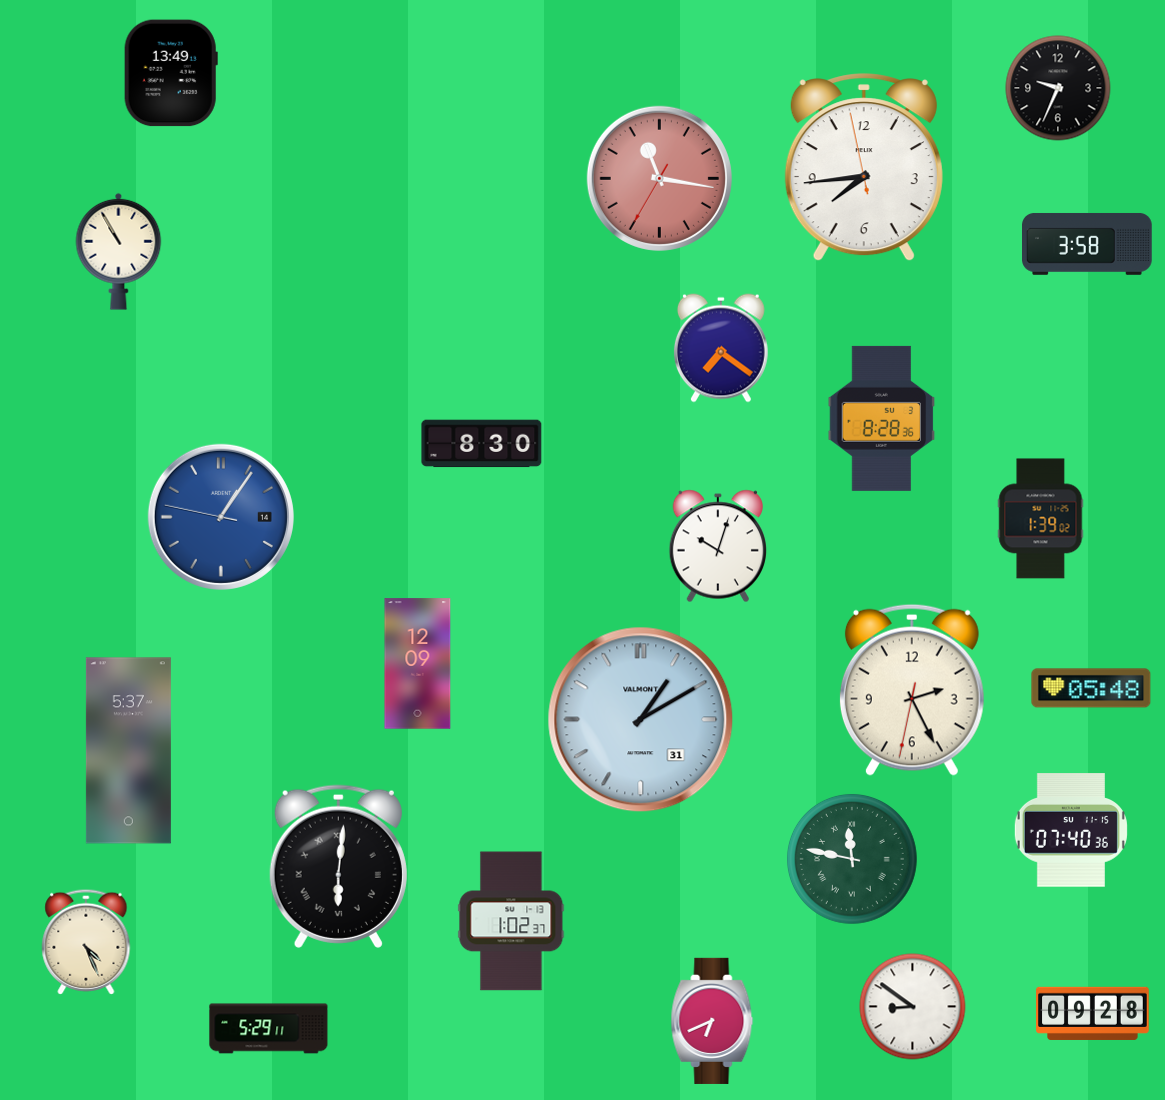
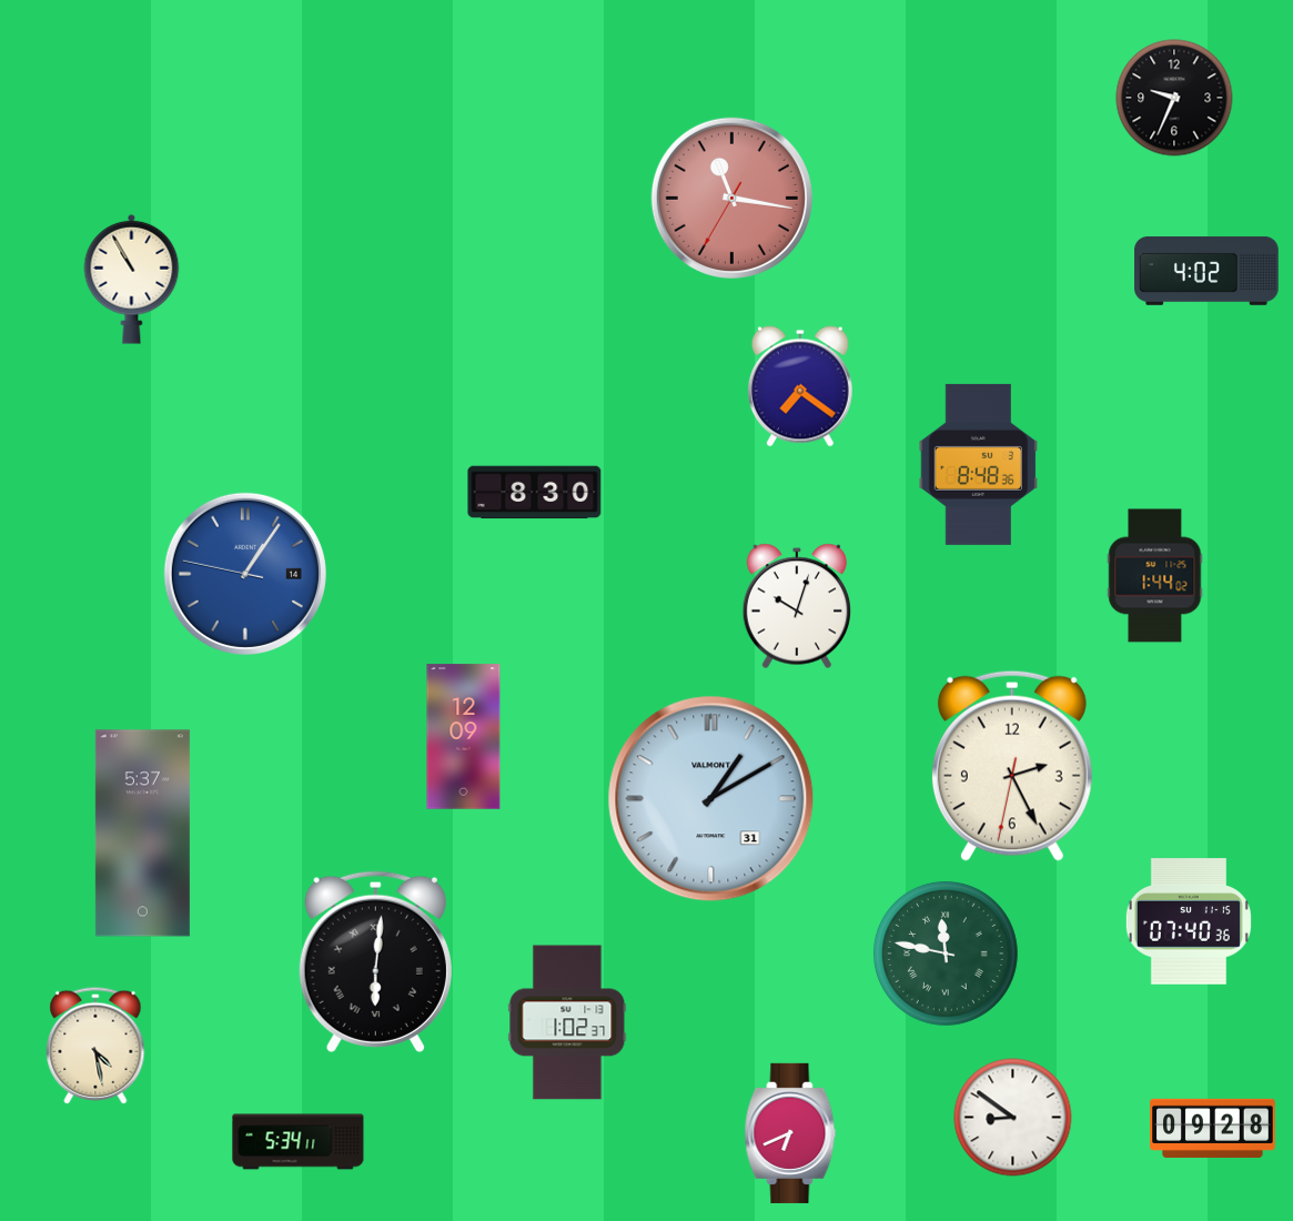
clock at (171, 73): 13:49 -> none
clock at (864, 168): 7:43 -> none
clock at (1088, 244): 3:58 -> 4:02
clock at (882, 418): 8:28 -> 8:48
clock at (1041, 519): 1:39 -> 1:44
clock at (1091, 688): 05:48 -> none
clock at (86, 942): 4:26 -> 4:28
clock at (1093, 1013) position: (1093, 1013) -> (1213, 1128)
clock at (269, 1029): 5:29 -> 5:34
